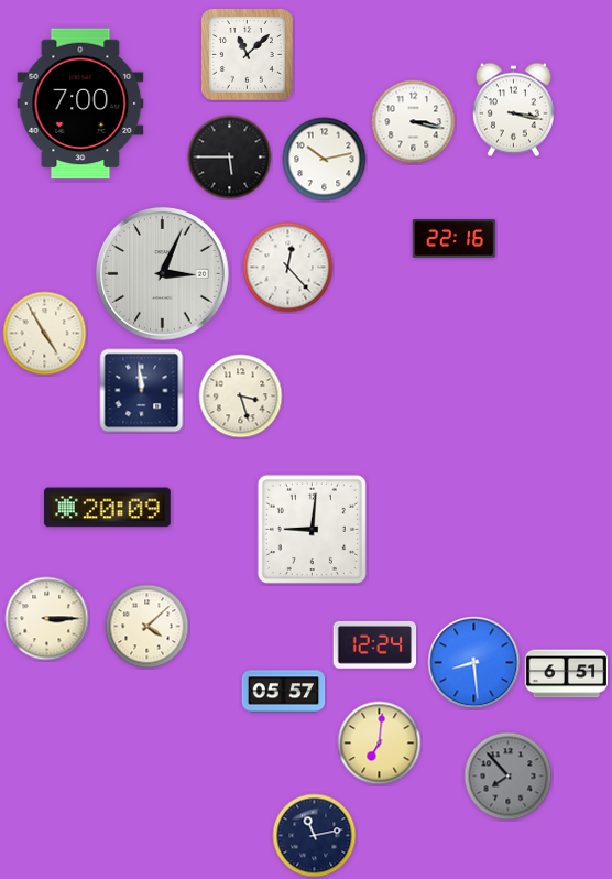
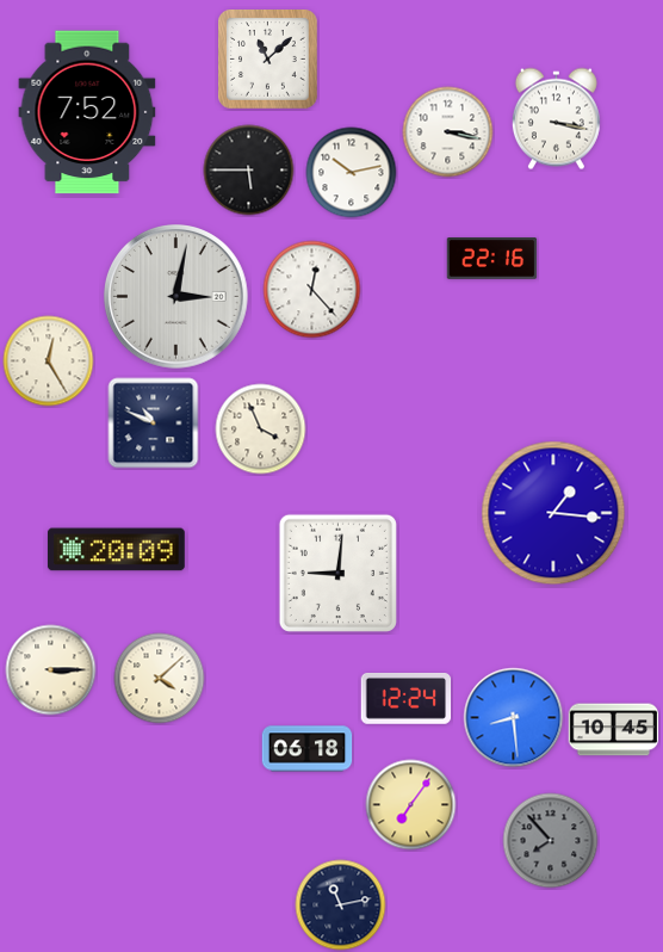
clock at (80, 104): 7:00 -> 7:52
clock at (163, 274): 3:04 -> 3:02
clock at (45, 334): 4:55 -> 12:25
clock at (142, 391): 11:59 -> 10:49
clock at (241, 397): 3:27 -> 3:56
clock at (553, 513): none -> 1:16
clock at (567, 674): 6:51 -> 10:45
clock at (284, 692): 05:57 -> 06:18
clock at (380, 744): 7:01 -> 7:06
